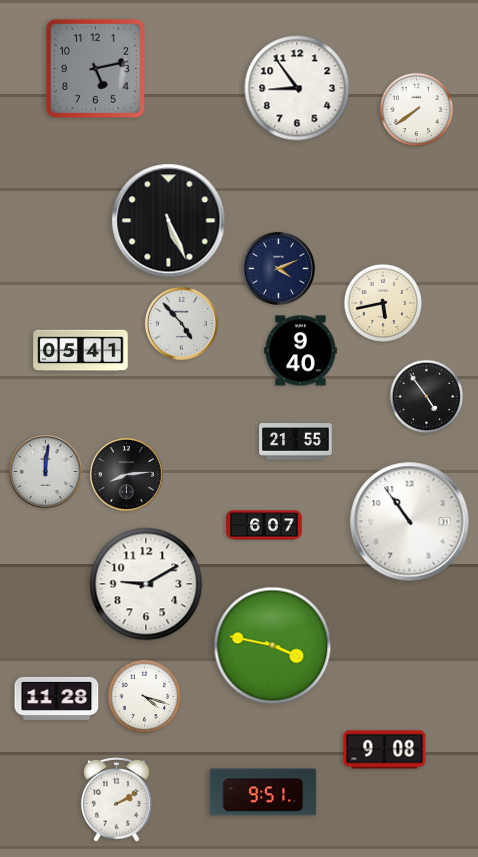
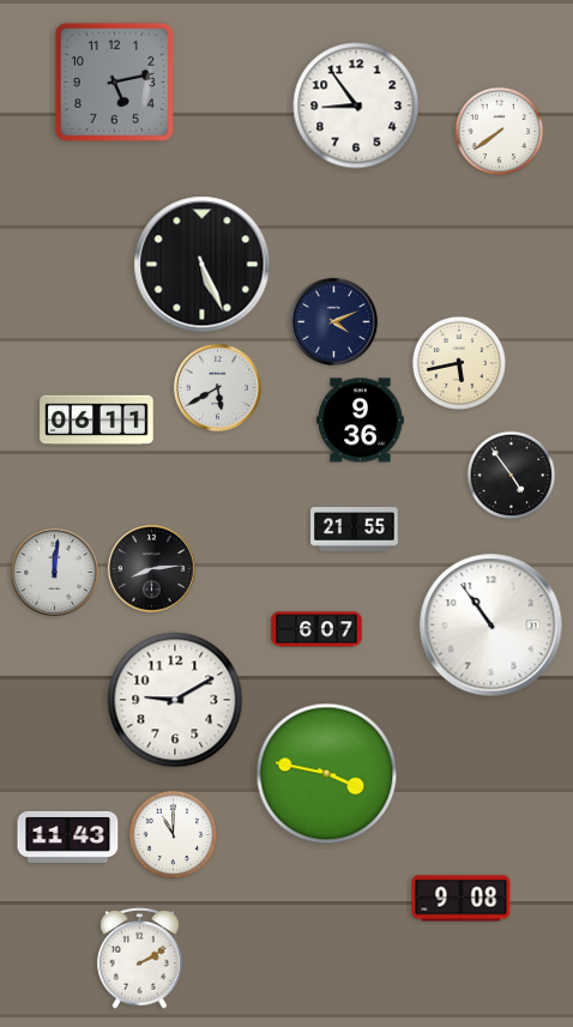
clock at (181, 323): 4:53 -> 5:40
clock at (81, 351): 05:41 -> 06:11
clock at (301, 351): 9:40 -> 9:36
clock at (45, 471) position: (45, 471) -> (54, 572)
clock at (145, 697): 4:18 -> 11:00
clock at (57, 698): 11:28 -> 11:43
clock at (263, 792): 9:51 -> none
